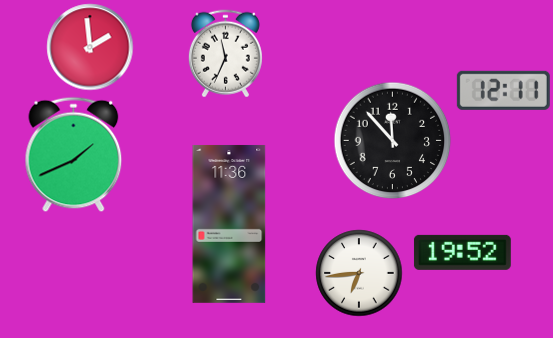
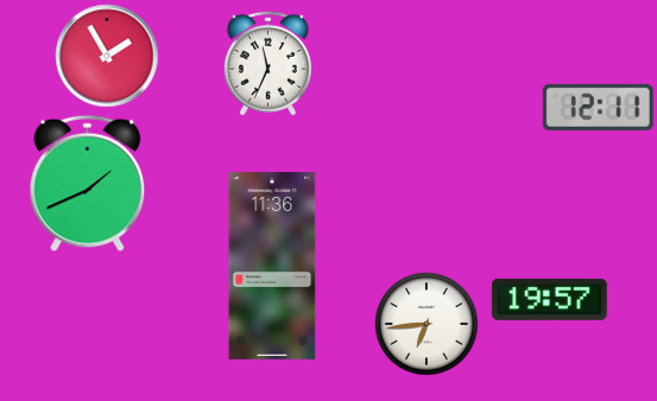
clock at (90, 47): 1:59 -> 1:55
clock at (392, 140): 11:53 -> none
clock at (462, 252): 19:52 -> 19:57
